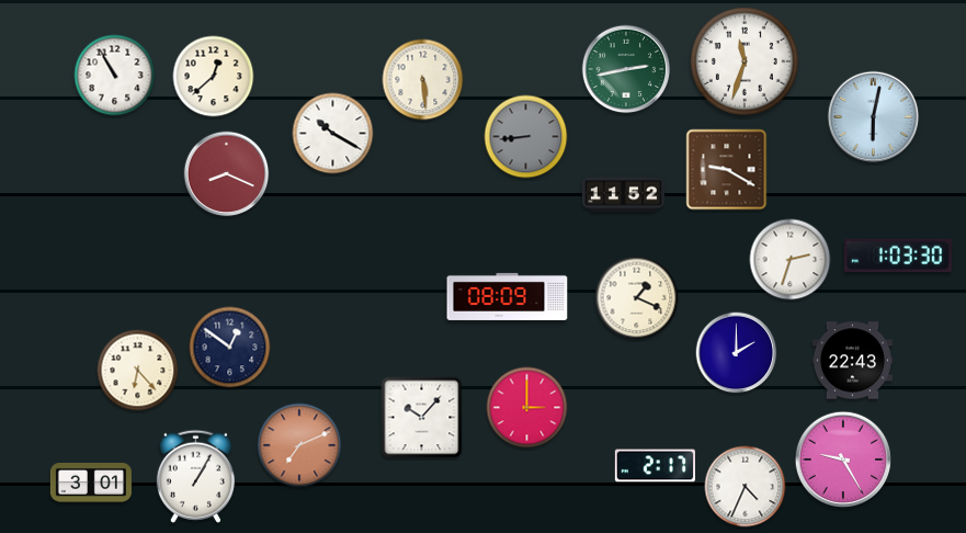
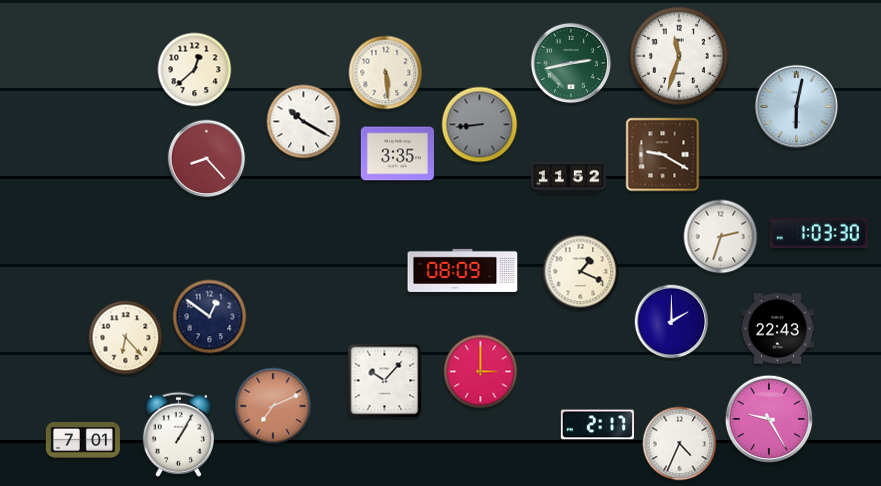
clock at (115, 76): 10:55 -> none
clock at (397, 154): none -> 3:35
clock at (227, 174): 8:19 -> 8:23
clock at (91, 484): 3:01 -> 7:01
